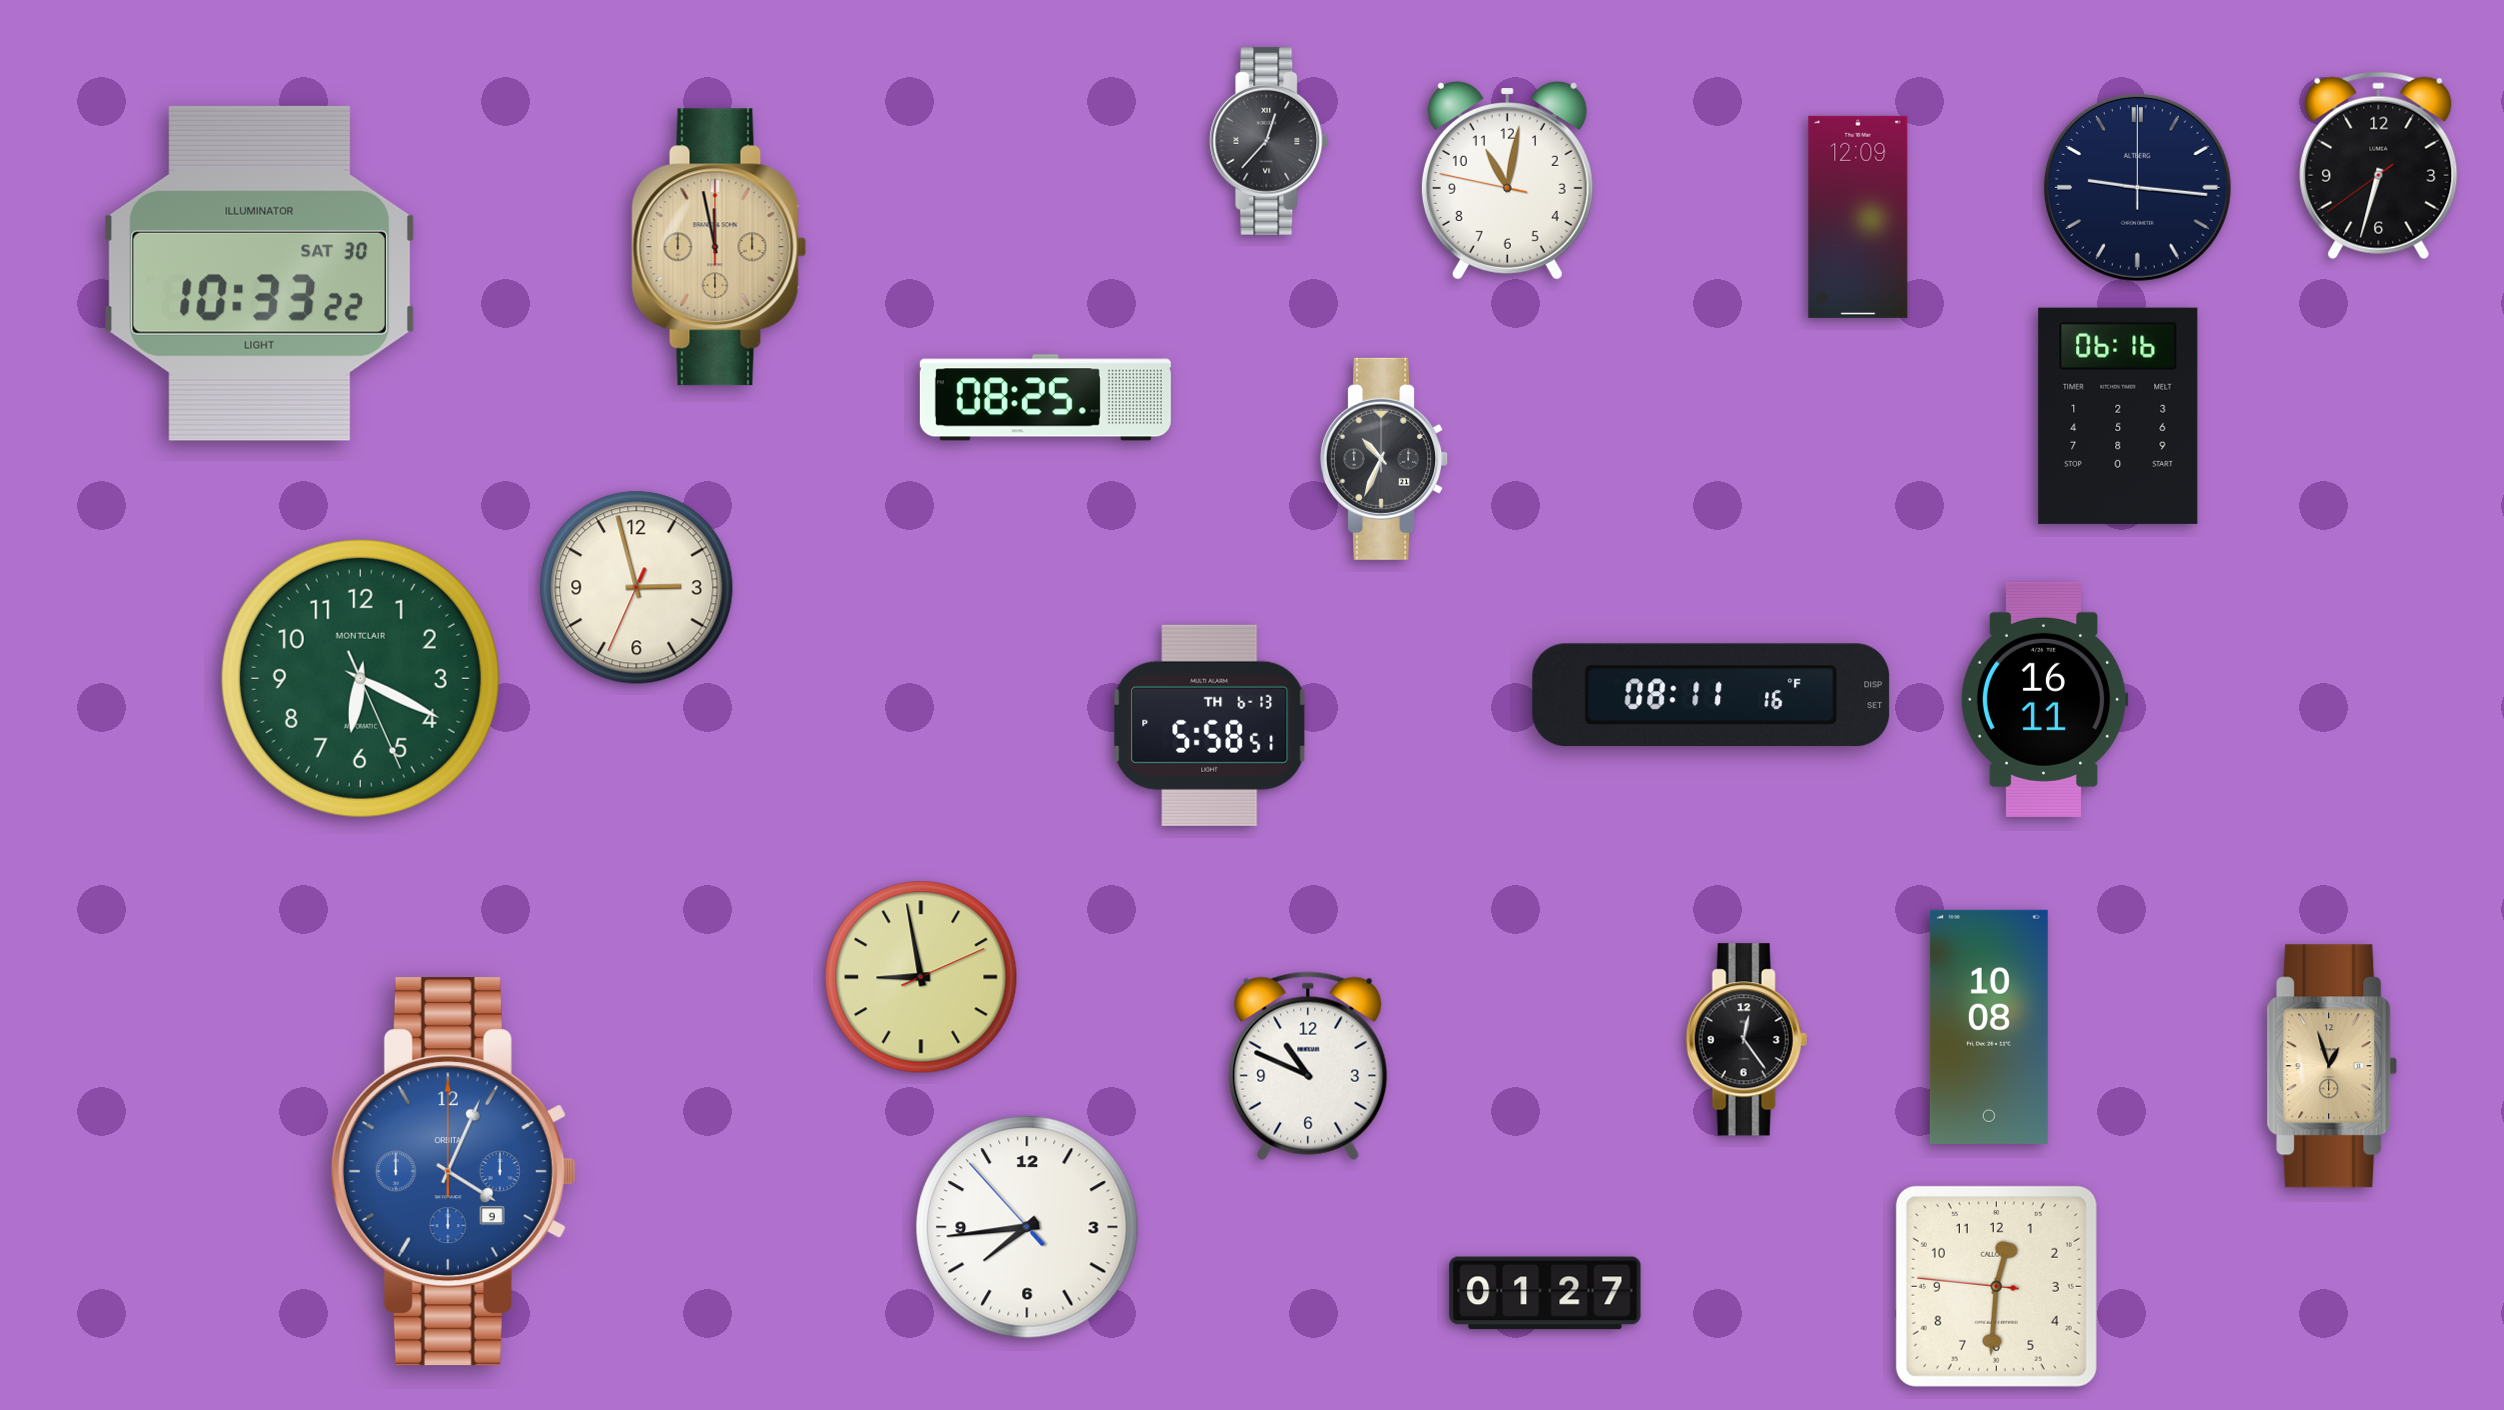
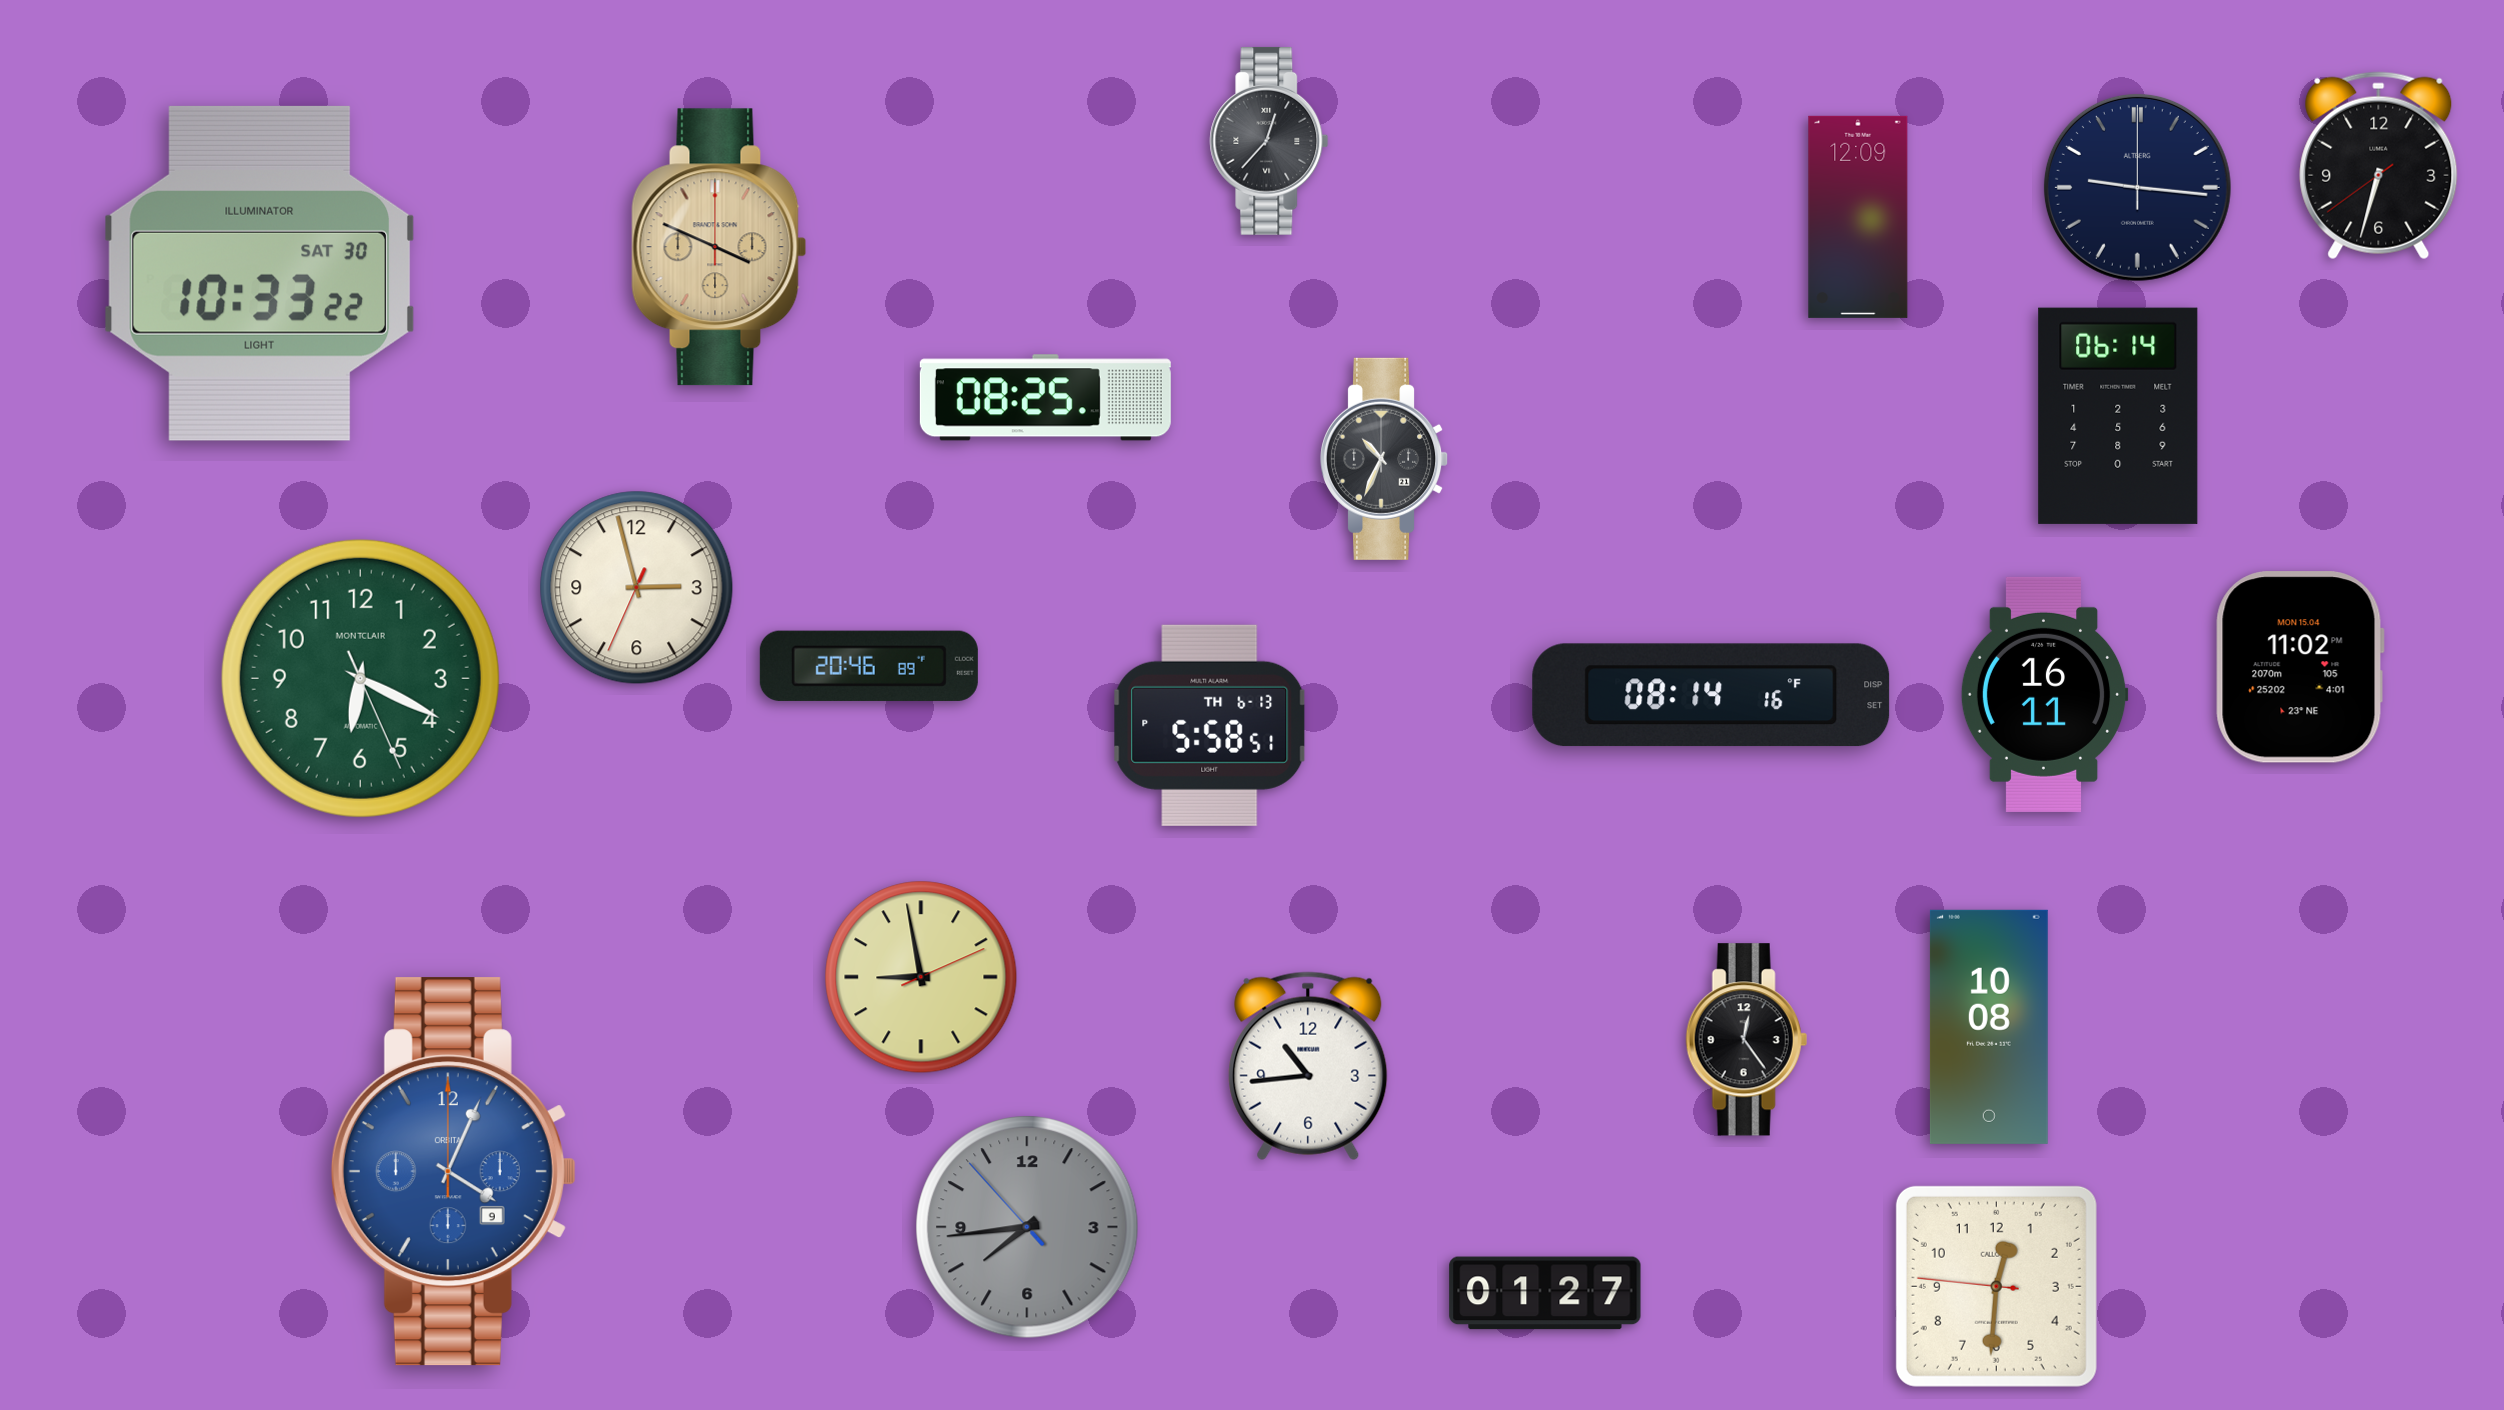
clock at (1507, 181): 11:01 -> none
clock at (719, 247): 11:58 -> 3:49
clock at (2118, 416): 06:16 -> 06:14
clock at (869, 666): none -> 20:46
clock at (2300, 667): none -> 11:02
clock at (1711, 695): 08:11 -> 08:14
clock at (2044, 699) position: (2044, 699) -> (2044, 694)
clock at (1308, 1066): 10:49 -> 10:44
clock at (2332, 1066): 12:57 -> none
clock at (1027, 1227) dial: white -> grey
